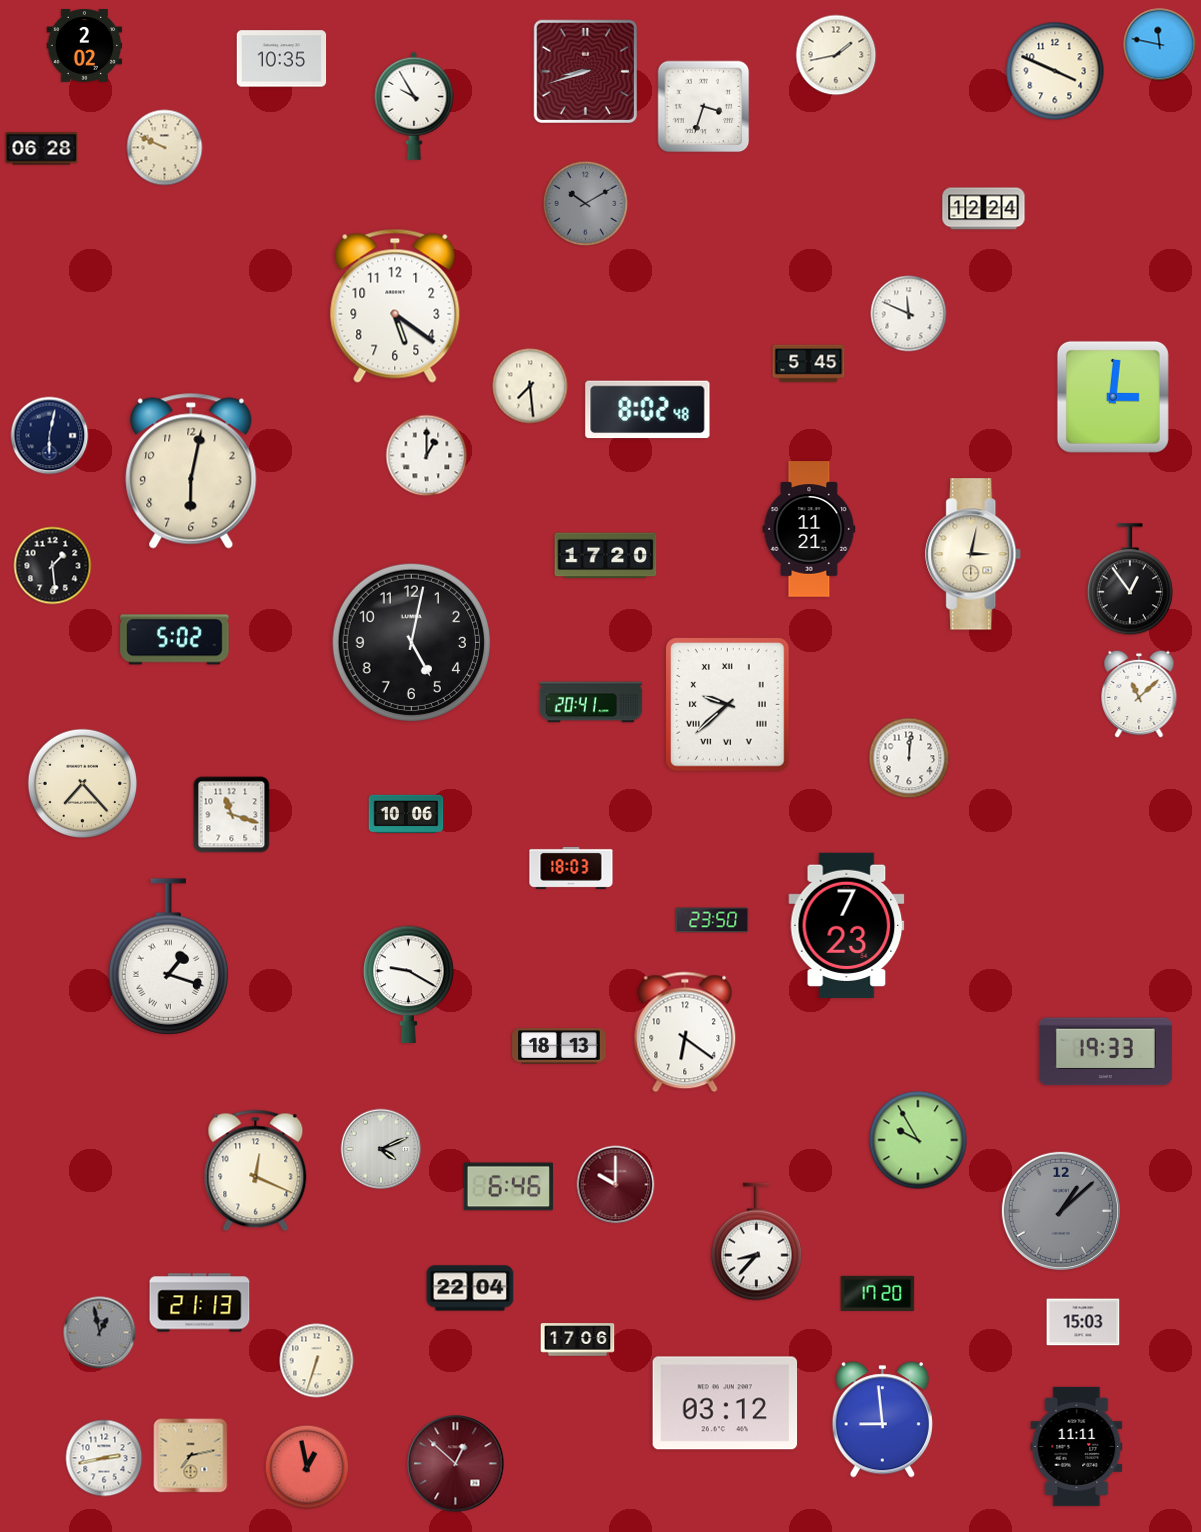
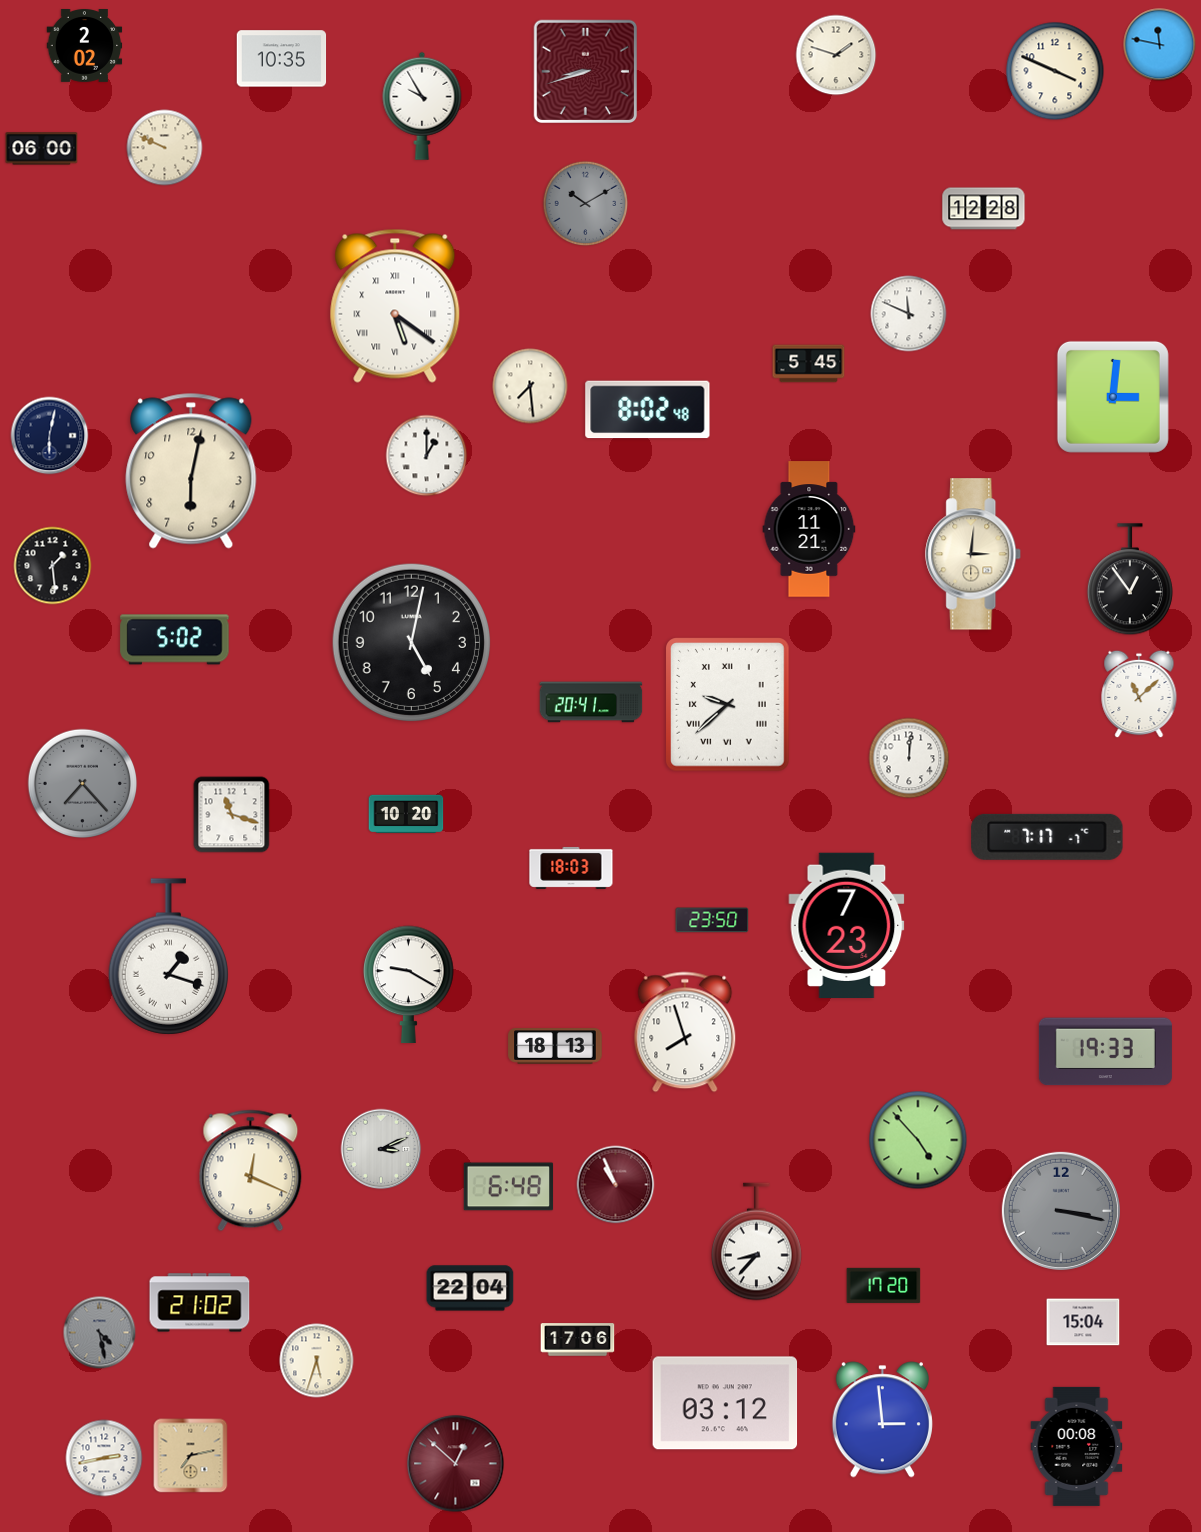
clock at (836, 55): 1:43 -> 1:48
clock at (414, 106) position: (414, 106) -> (422, 106)
clock at (704, 107): 3:33 -> none
clock at (42, 149): 06:28 -> 06:00
clock at (984, 209): 12:24 -> 12:28
clock at (395, 306) numerals: Arabic -> Roman
clock at (974, 554): 3:02 -> 3:01
clock at (606, 556): 17:20 -> none
clock at (83, 784) dial: cream -> grey
clock at (406, 813): 10:06 -> 10:20
clock at (1047, 837): none -> 7:17
clock at (685, 1032): 6:21 -> 7:57
clock at (559, 1046) position: (559, 1046) -> (555, 1046)
clock at (918, 1140): 9:55 -> 4:53
clock at (381, 1149): 4:11 -> 3:11
clock at (256, 1171) position: (256, 1171) -> (251, 1171)
clock at (616, 1185): 10:00 -> 10:56
clock at (509, 1187): 6:46 -> 6:48
clock at (1061, 1211): 1:08 -> 3:17
clock at (878, 1293) position: (878, 1293) -> (884, 1285)
clock at (200, 1303): 21:13 -> 21:02
clock at (1083, 1322): 15:03 -> 15:04
clock at (100, 1333): 12:58 -> 4:28
clock at (317, 1361): 6:33 -> 5:33
clock at (882, 1420): 8:59 -> 2:59
clock at (1077, 1446): 11:11 -> 00:08
clock at (307, 1467): 12:58 -> none
